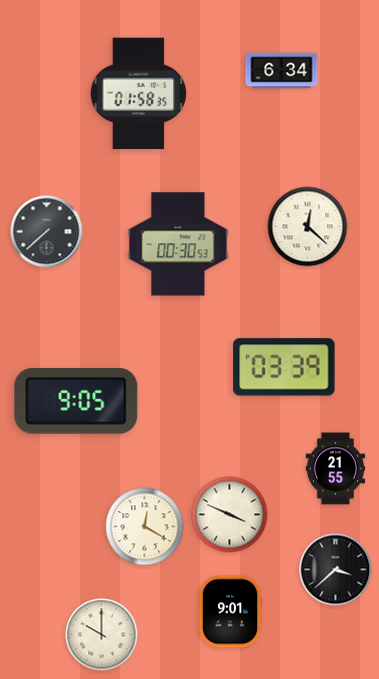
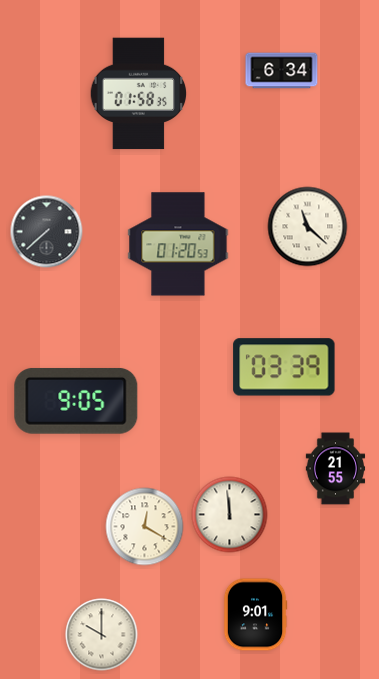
clock at (308, 227): 12:22 -> 11:22
clock at (178, 244): 00:30 -> 01:20
clock at (230, 515): 3:49 -> 11:59
clock at (336, 570): 3:38 -> none
clock at (230, 612) position: (230, 612) -> (255, 615)
